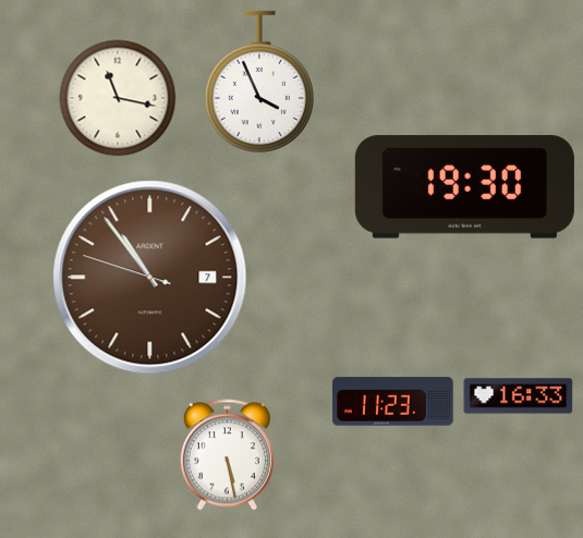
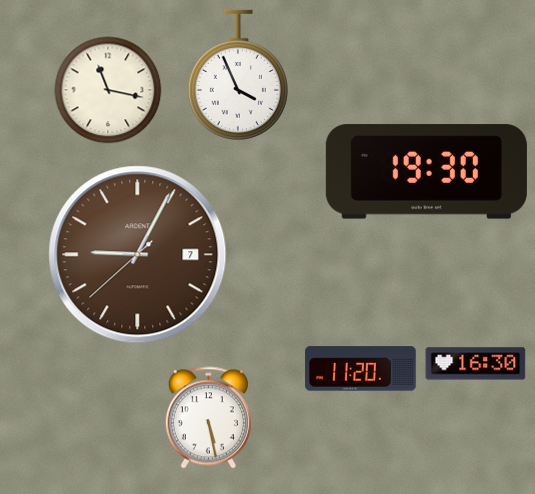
clock at (150, 278): 10:53 -> 9:04
clock at (519, 396): 16:33 -> 16:30
clock at (393, 402): 11:23 -> 11:20
